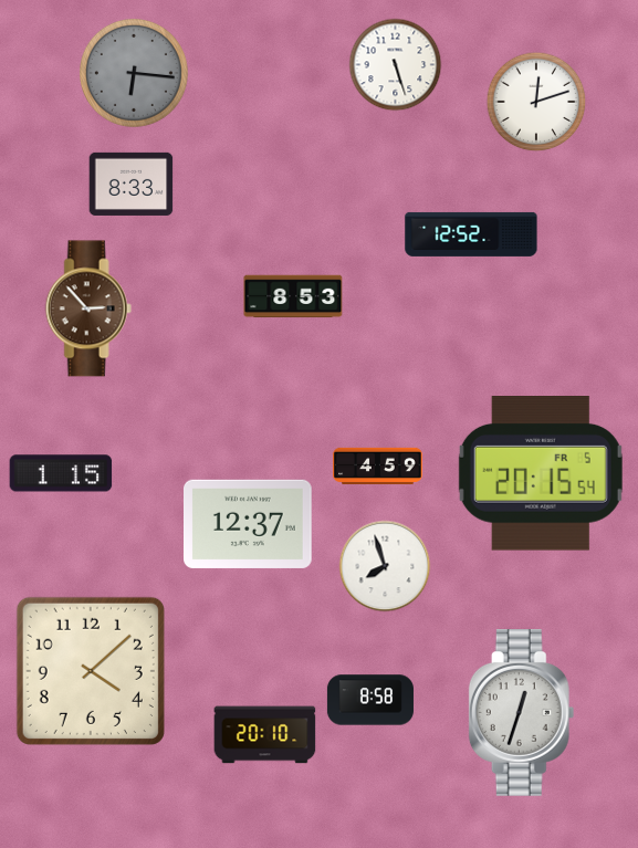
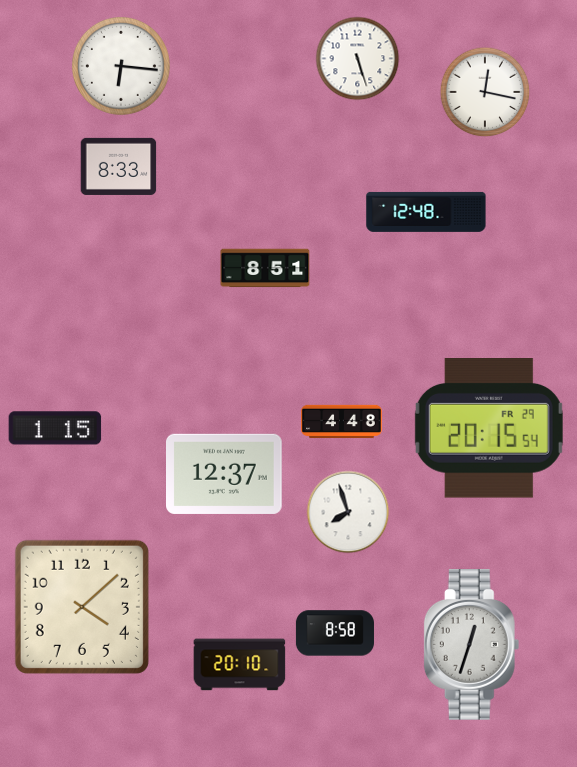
clock at (134, 73) dial: grey -> white
clock at (536, 102): 12:12 -> 12:17
clock at (471, 234): 12:52 -> 12:48
clock at (293, 296): 8:53 -> 8:51
clock at (88, 308): 2:53 -> none
clock at (378, 465): 4:59 -> 4:48
clock at (541, 474) date: FR 5 -> FR 29
